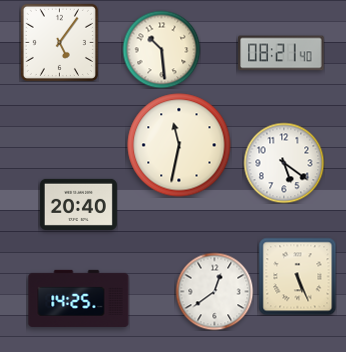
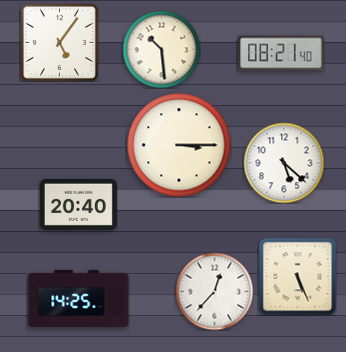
clock at (179, 145): 11:32 -> 3:15
clock at (284, 163): 5:21 -> 5:22
clock at (214, 291): 12:39 -> 12:37
